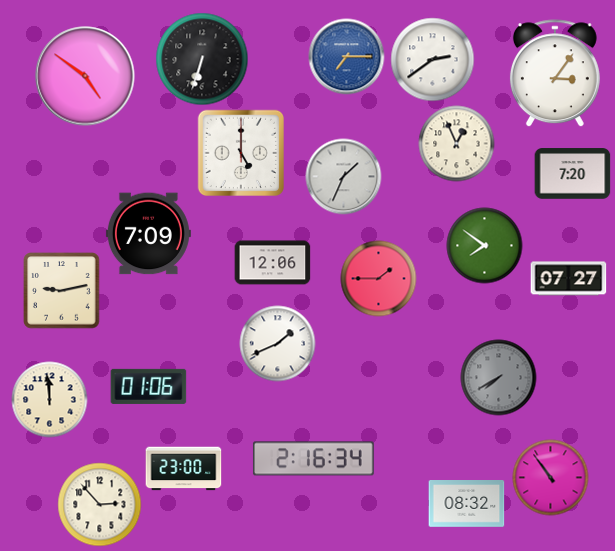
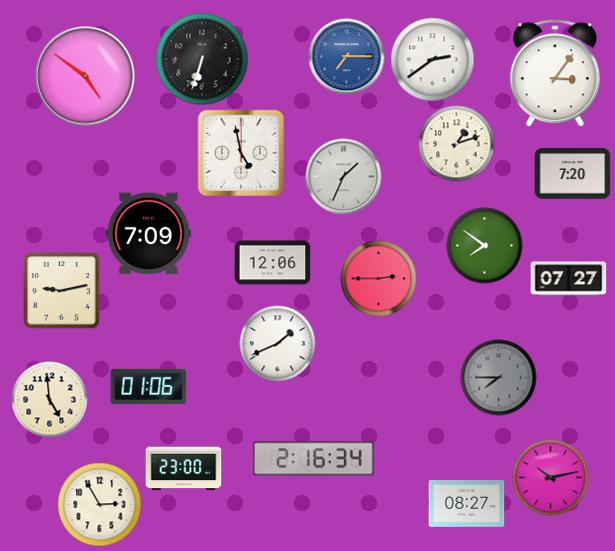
clock at (457, 144): 12:56 -> 1:12
clock at (240, 152): 5:00 -> 4:58
clock at (379, 279): 1:45 -> 2:45
clock at (499, 378): 7:40 -> 7:45
clock at (50, 400): 11:59 -> 4:59
clock at (551, 478): 10:54 -> 10:13
clock at (467, 504): 08:32 -> 08:27
clock at (100, 505): 2:53 -> 2:55
